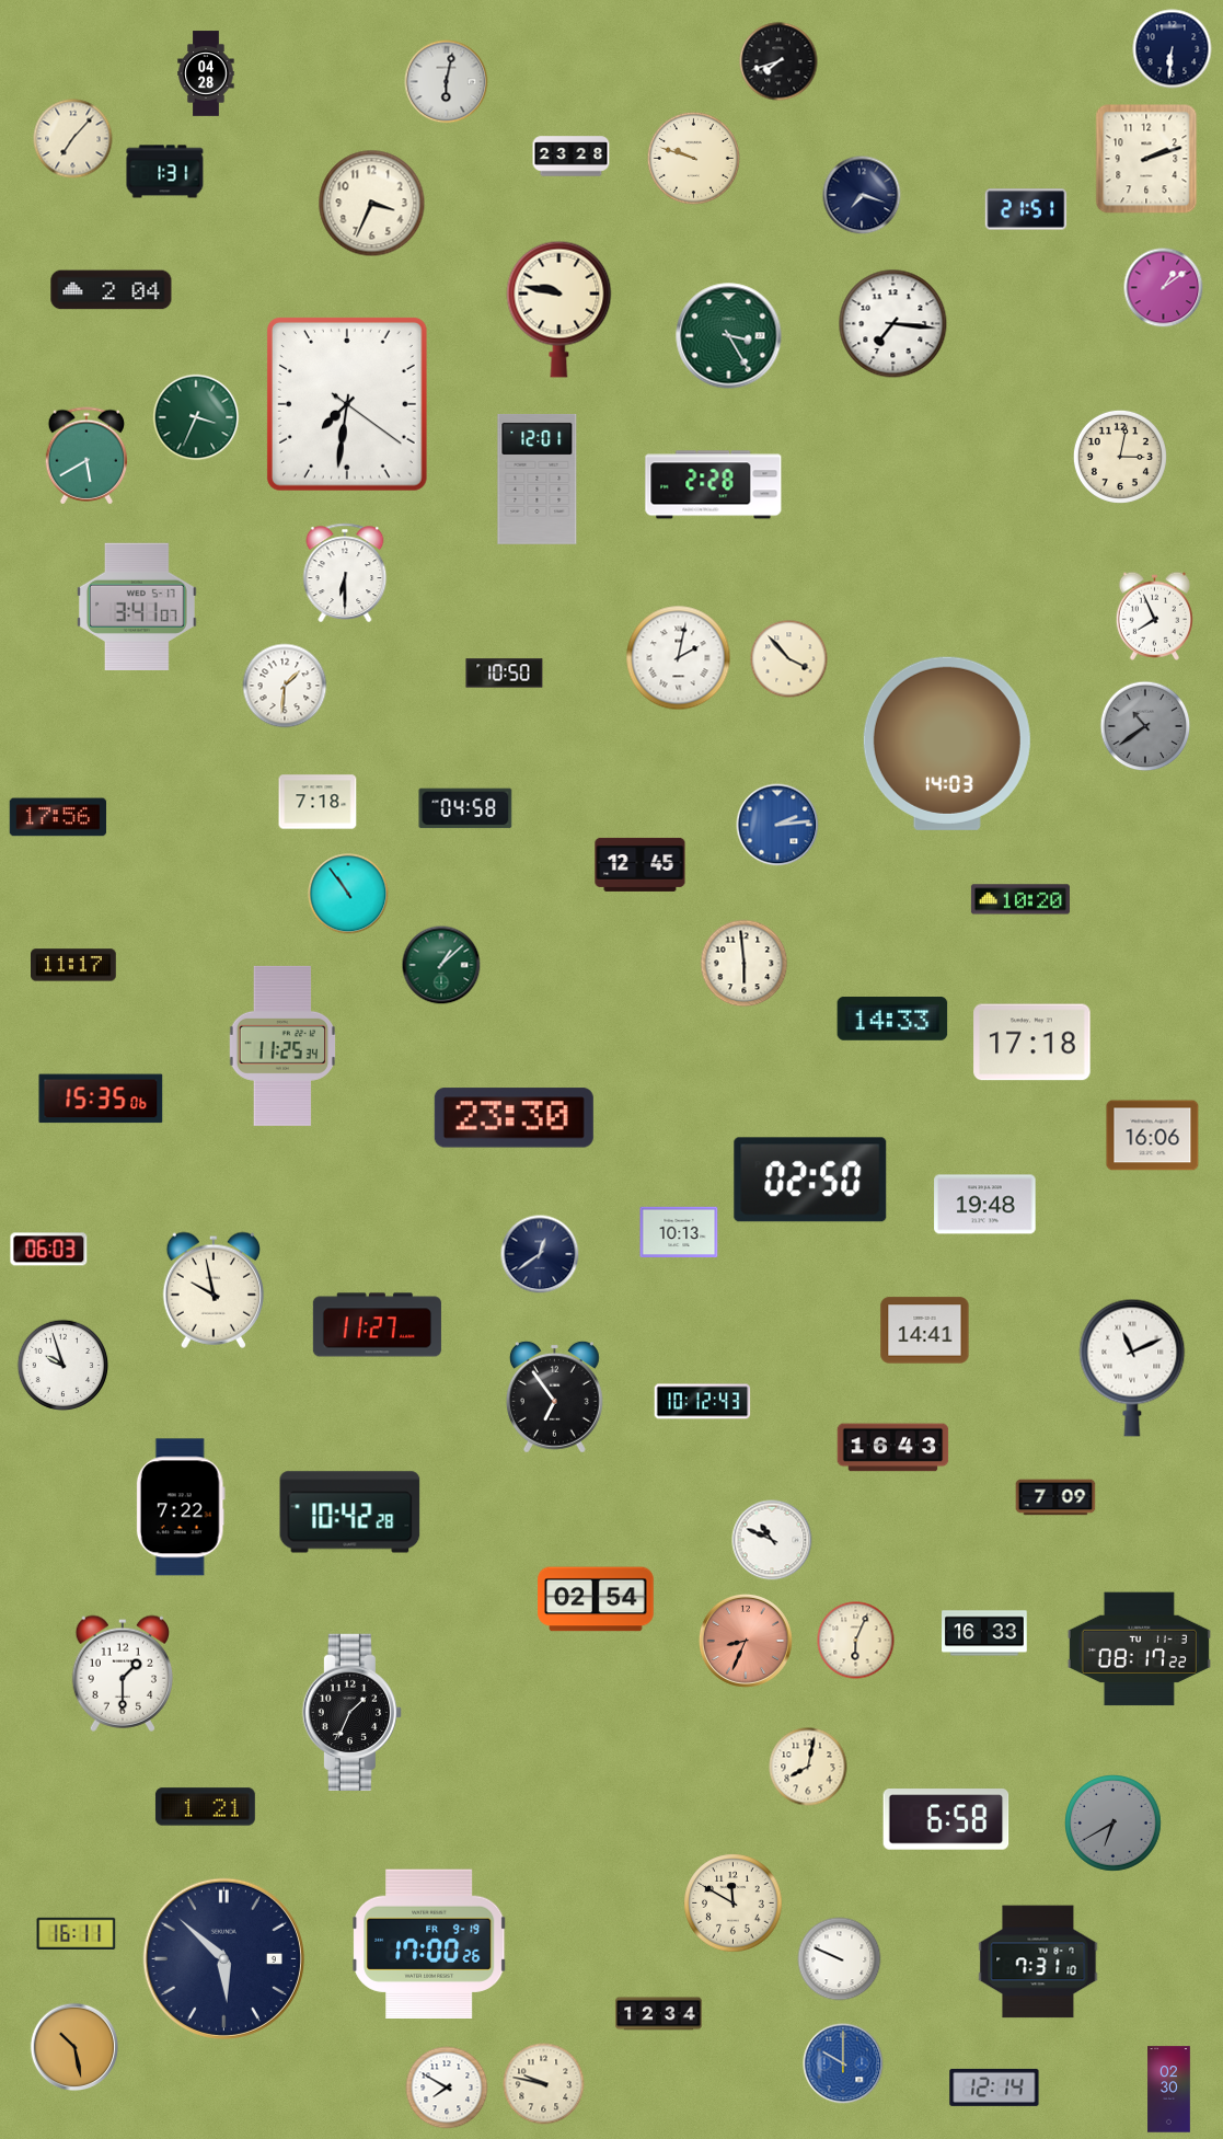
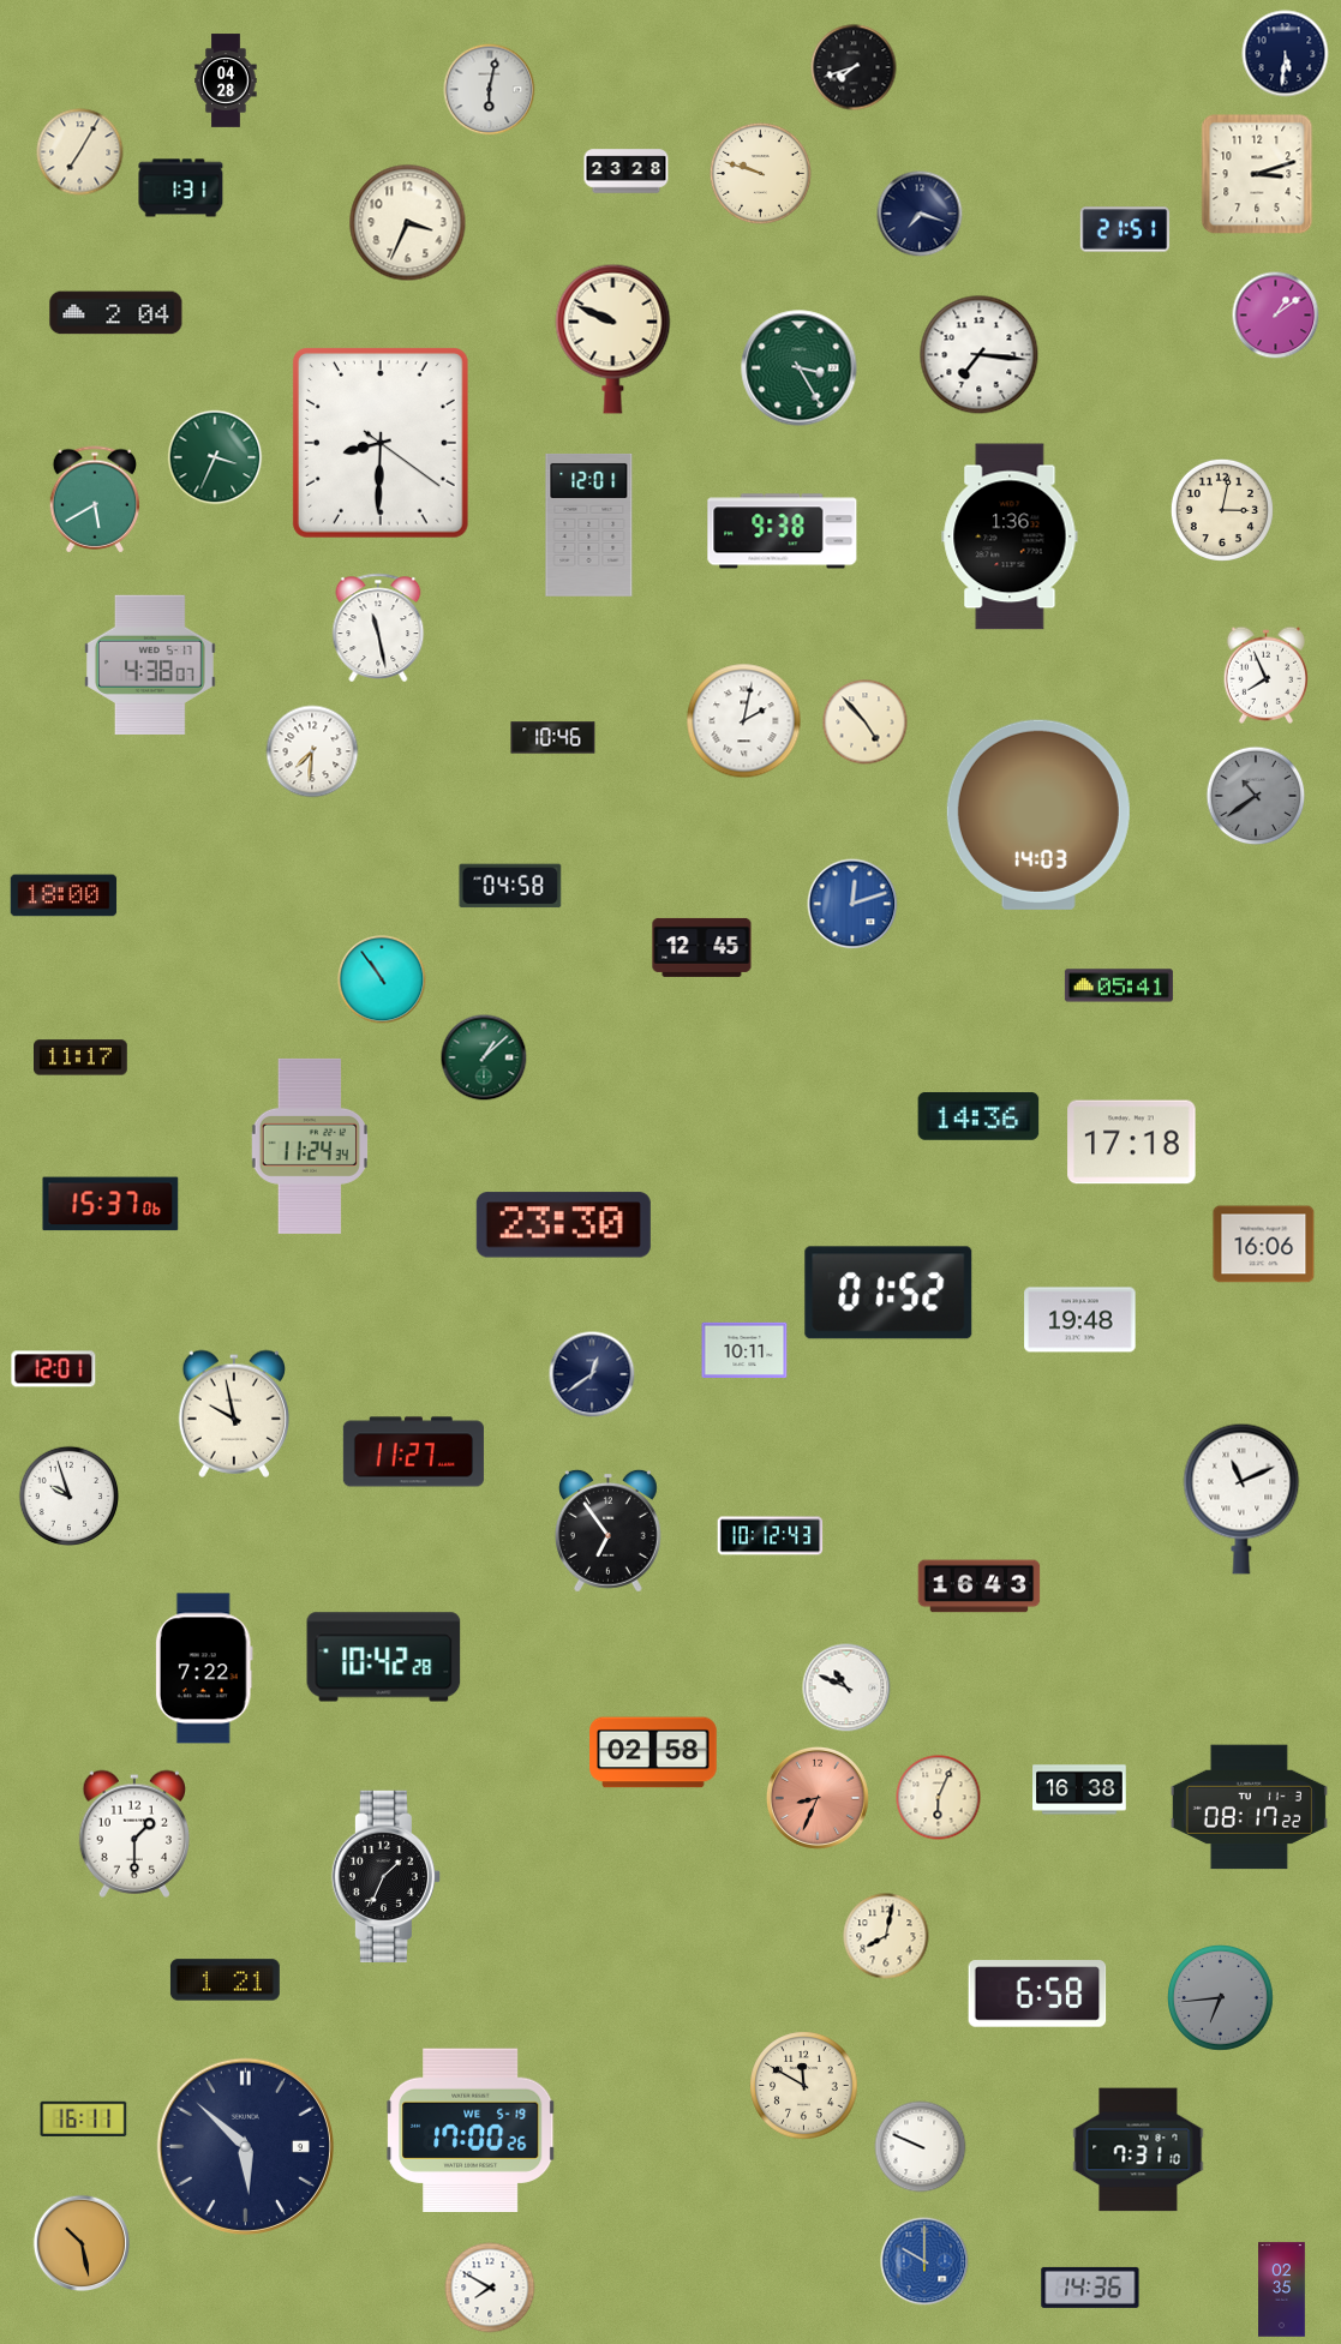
clock at (1173, 49): 6:31 -> 5:31
clock at (73, 139): 7:07 -> 7:05
clock at (1146, 159): 2:12 -> 3:12
clock at (862, 195) position: (862, 195) -> (920, 214)
clock at (112, 290) position: (112, 290) -> (116, 313)
clock at (559, 309): 9:47 -> 9:49
clock at (347, 404): 7:31 -> 8:30
clock at (1120, 457) position: (1120, 457) -> (1222, 510)
clock at (714, 485): 2:28 -> 9:38
clock at (1010, 536): none -> 1:36
clock at (345, 572): 6:30 -> 11:28
clock at (137, 607): 3:41 -> 4:38
clock at (789, 659): 3:53 -> 4:53
clock at (505, 674): 10:50 -> 10:46
clock at (285, 686): 1:31 -> 7:31
clock at (318, 802): 7:18 -> none
clock at (58, 817): 17:56 -> 18:00
clock at (777, 825): 2:14 -> 12:12
clock at (1020, 899): 10:20 -> 05:41
clock at (745, 964): 5:59 -> none
clock at (892, 1020): 14:33 -> 14:36
clock at (281, 1046): 11:25 -> 11:24
clock at (101, 1099): 15:35 -> 15:37
clock at (810, 1180): 02:50 -> 01:52
clock at (679, 1231): 10:13 -> 10:11
clock at (49, 1250): 06:03 -> 12:01
clock at (925, 1331): 14:41 -> none
clock at (1055, 1497): 7:09 -> none
clock at (181, 1507) position: (181, 1507) -> (204, 1668)
clock at (596, 1599): 02:54 -> 02:58
clock at (984, 1633): 16:33 -> 16:38
clock at (1114, 1824): 6:40 -> 6:44
clock at (429, 1943) date: FR 9-19 -> WE 5-19
clock at (659, 2014): 12:34 -> none
clock at (544, 2084): 9:47 -> none
clock at (994, 2088): 12:14 -> 14:36
clock at (1169, 2090): 02:30 -> 02:35
